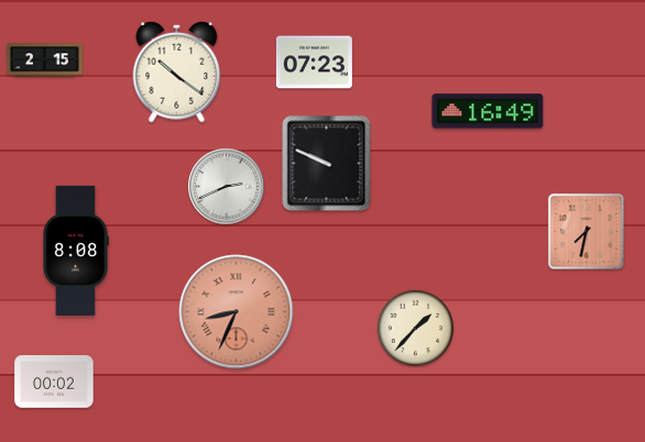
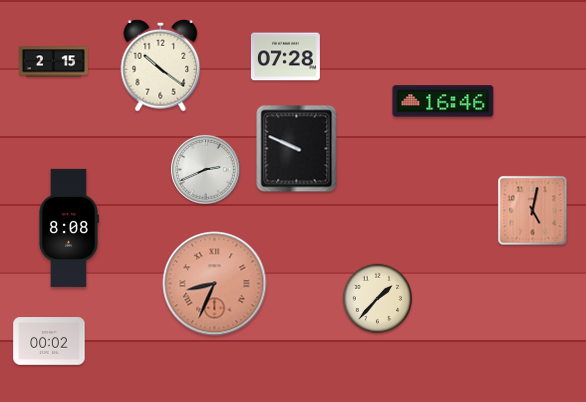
clock at (44, 60) position: (44, 60) -> (53, 62)
clock at (314, 63): 07:23 -> 07:28
clock at (488, 111): 16:49 -> 16:46
clock at (587, 232): 7:32 -> 5:02
clock at (54, 382) position: (54, 382) -> (49, 341)
